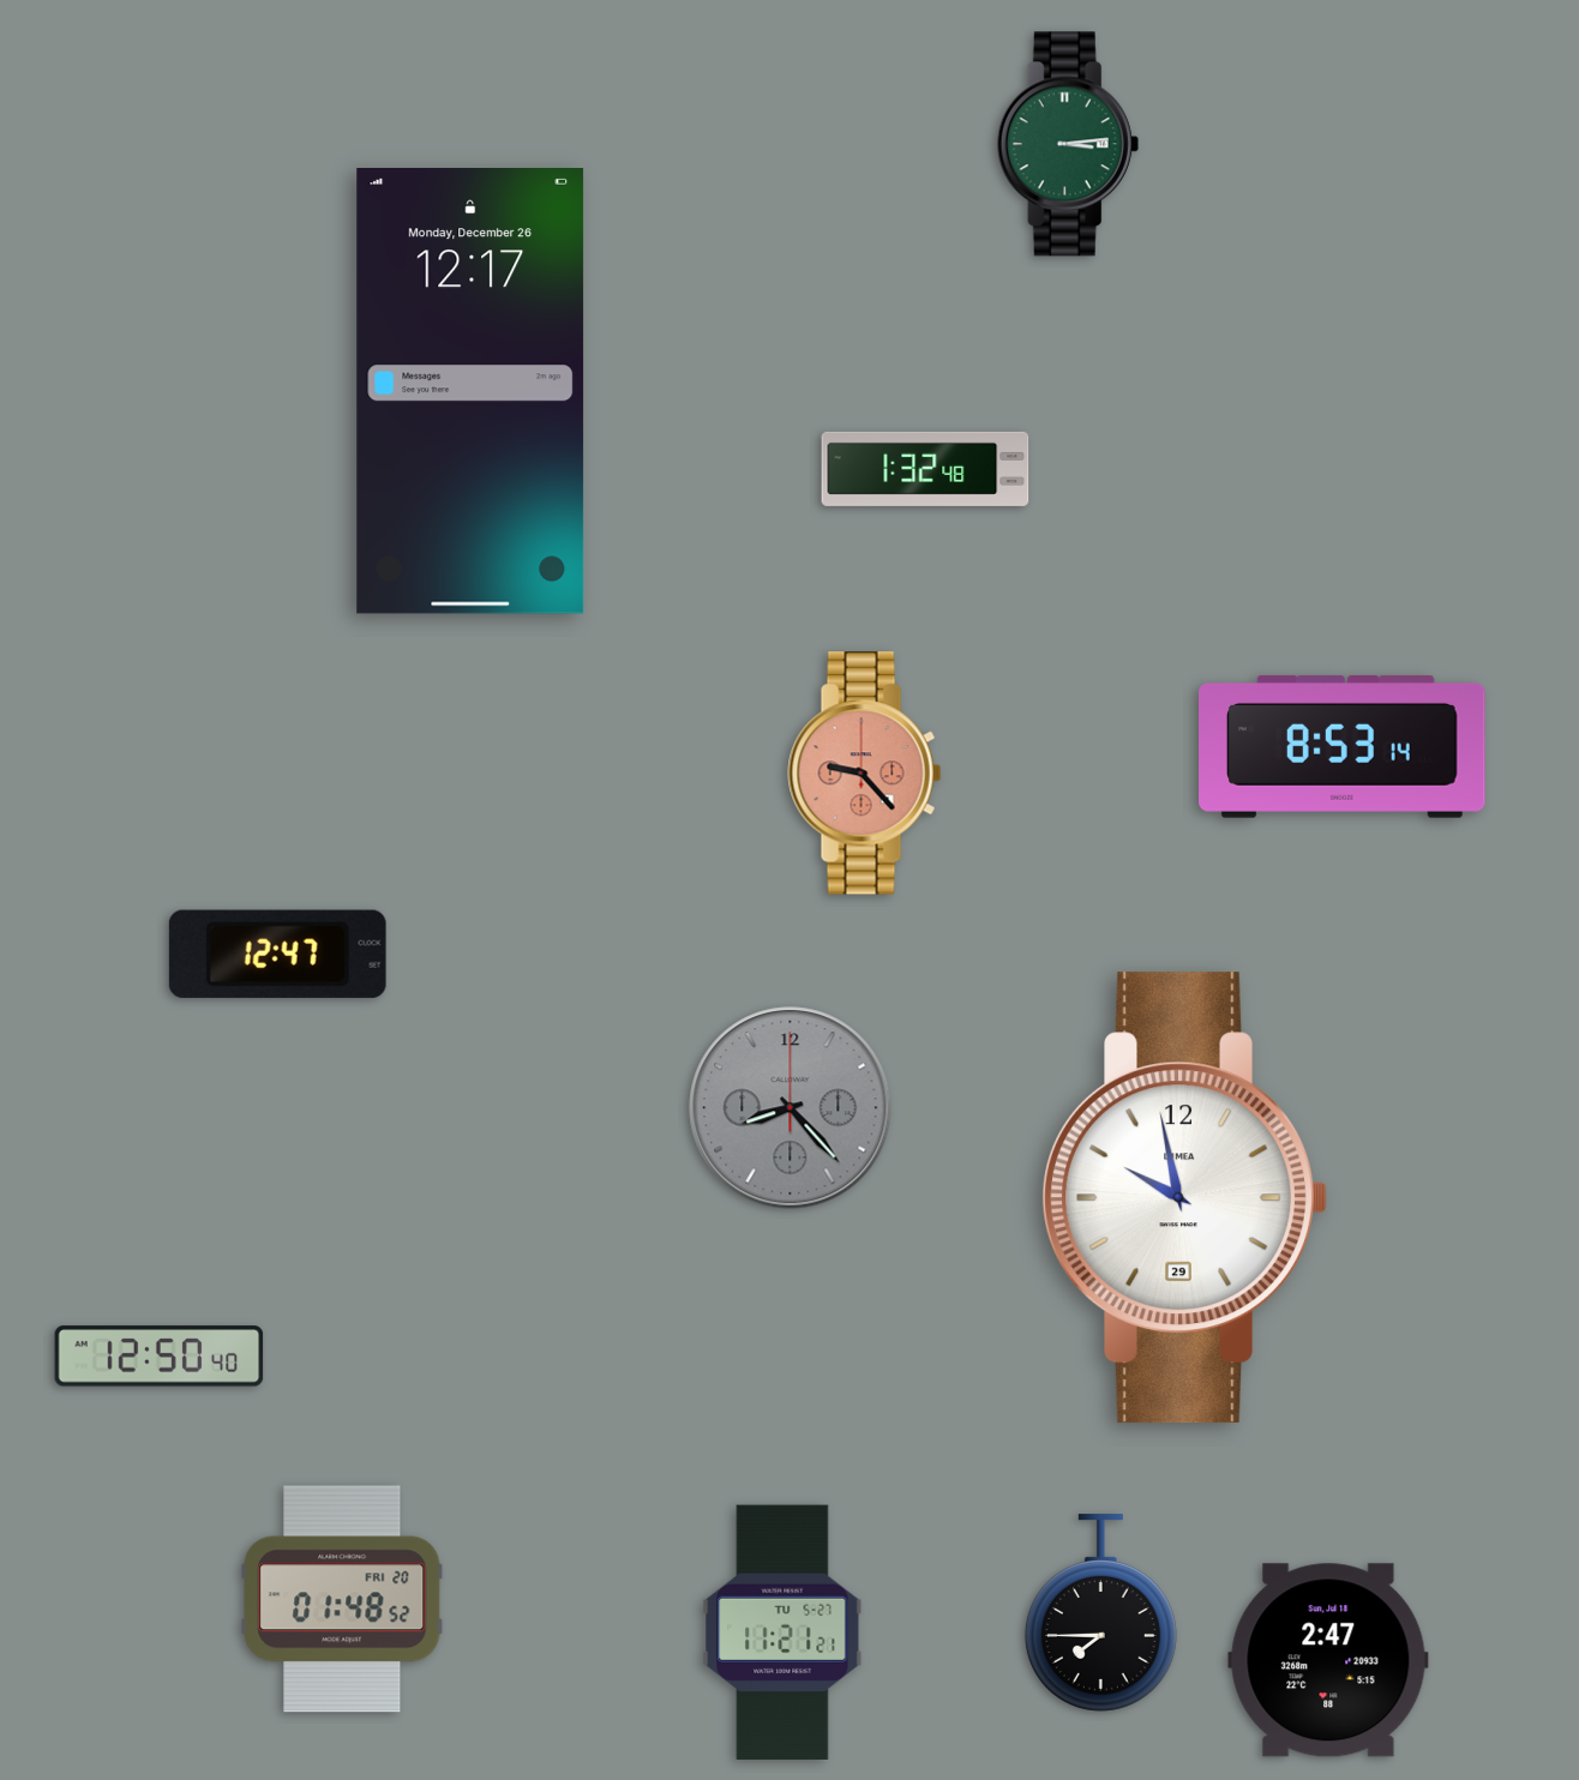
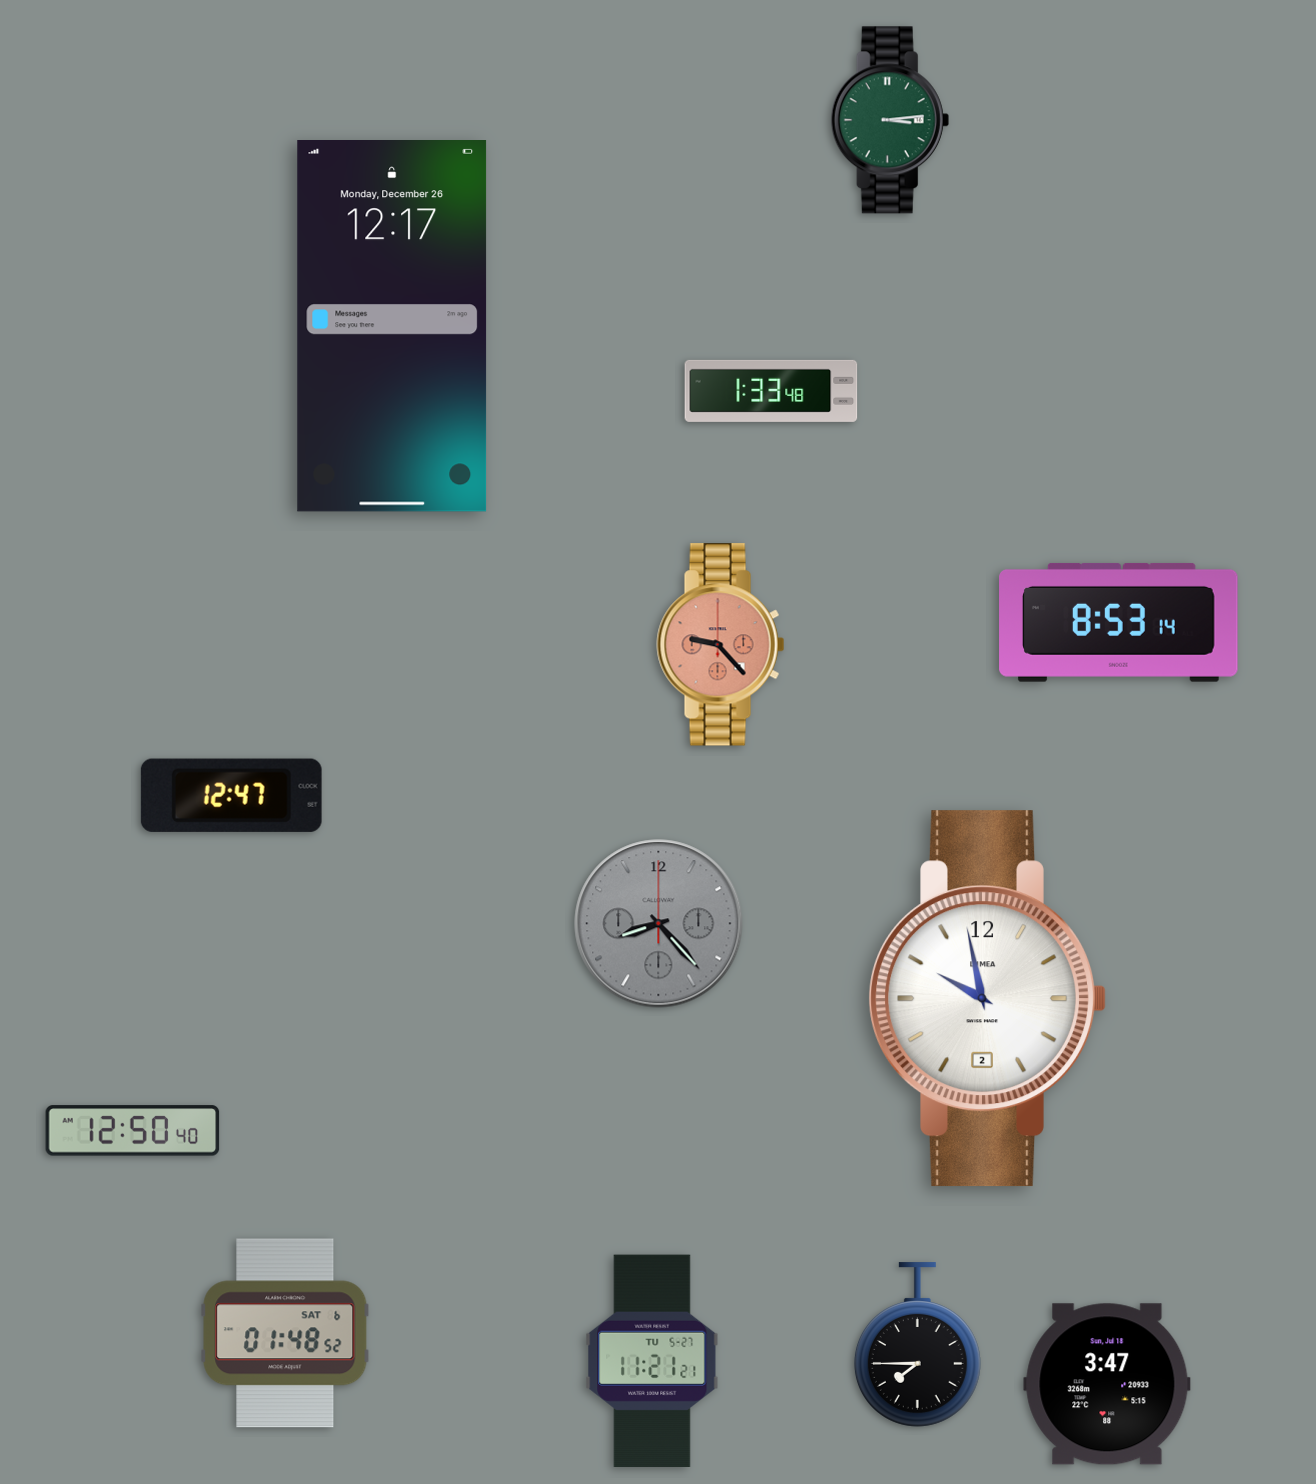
clock at (925, 469): 1:32 -> 1:33
clock at (1184, 1198) date: 29 -> 2
clock at (342, 1599) date: FRI 20 -> SAT 6
clock at (1328, 1660): 2:47 -> 3:47
